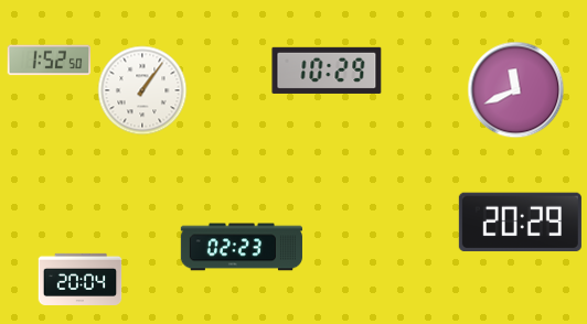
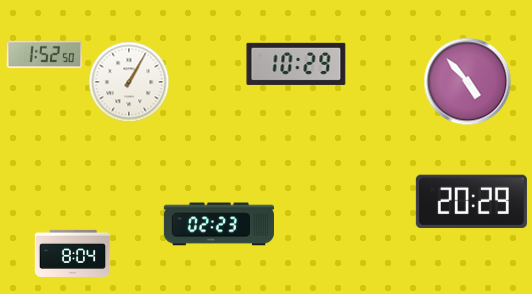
clock at (142, 90): 1:06 -> 1:05
clock at (516, 90): 11:41 -> 4:53
clock at (81, 279): 20:04 -> 8:04
